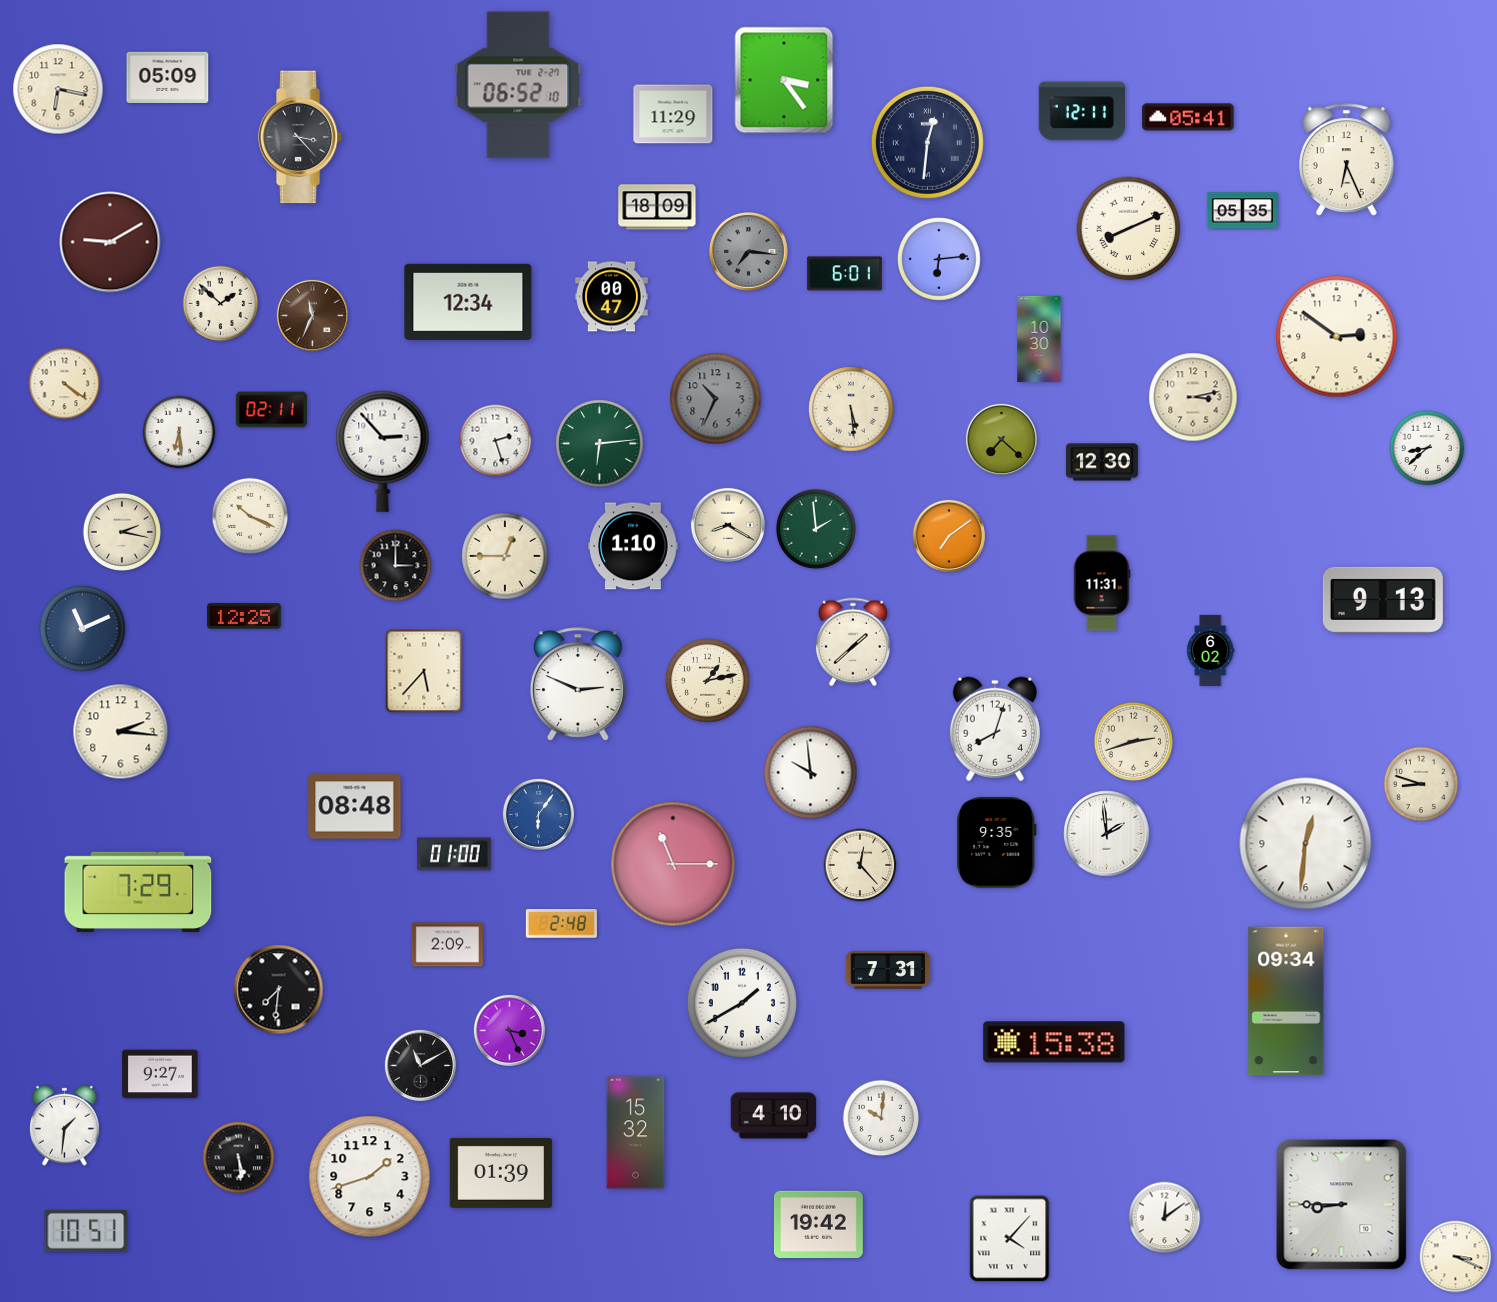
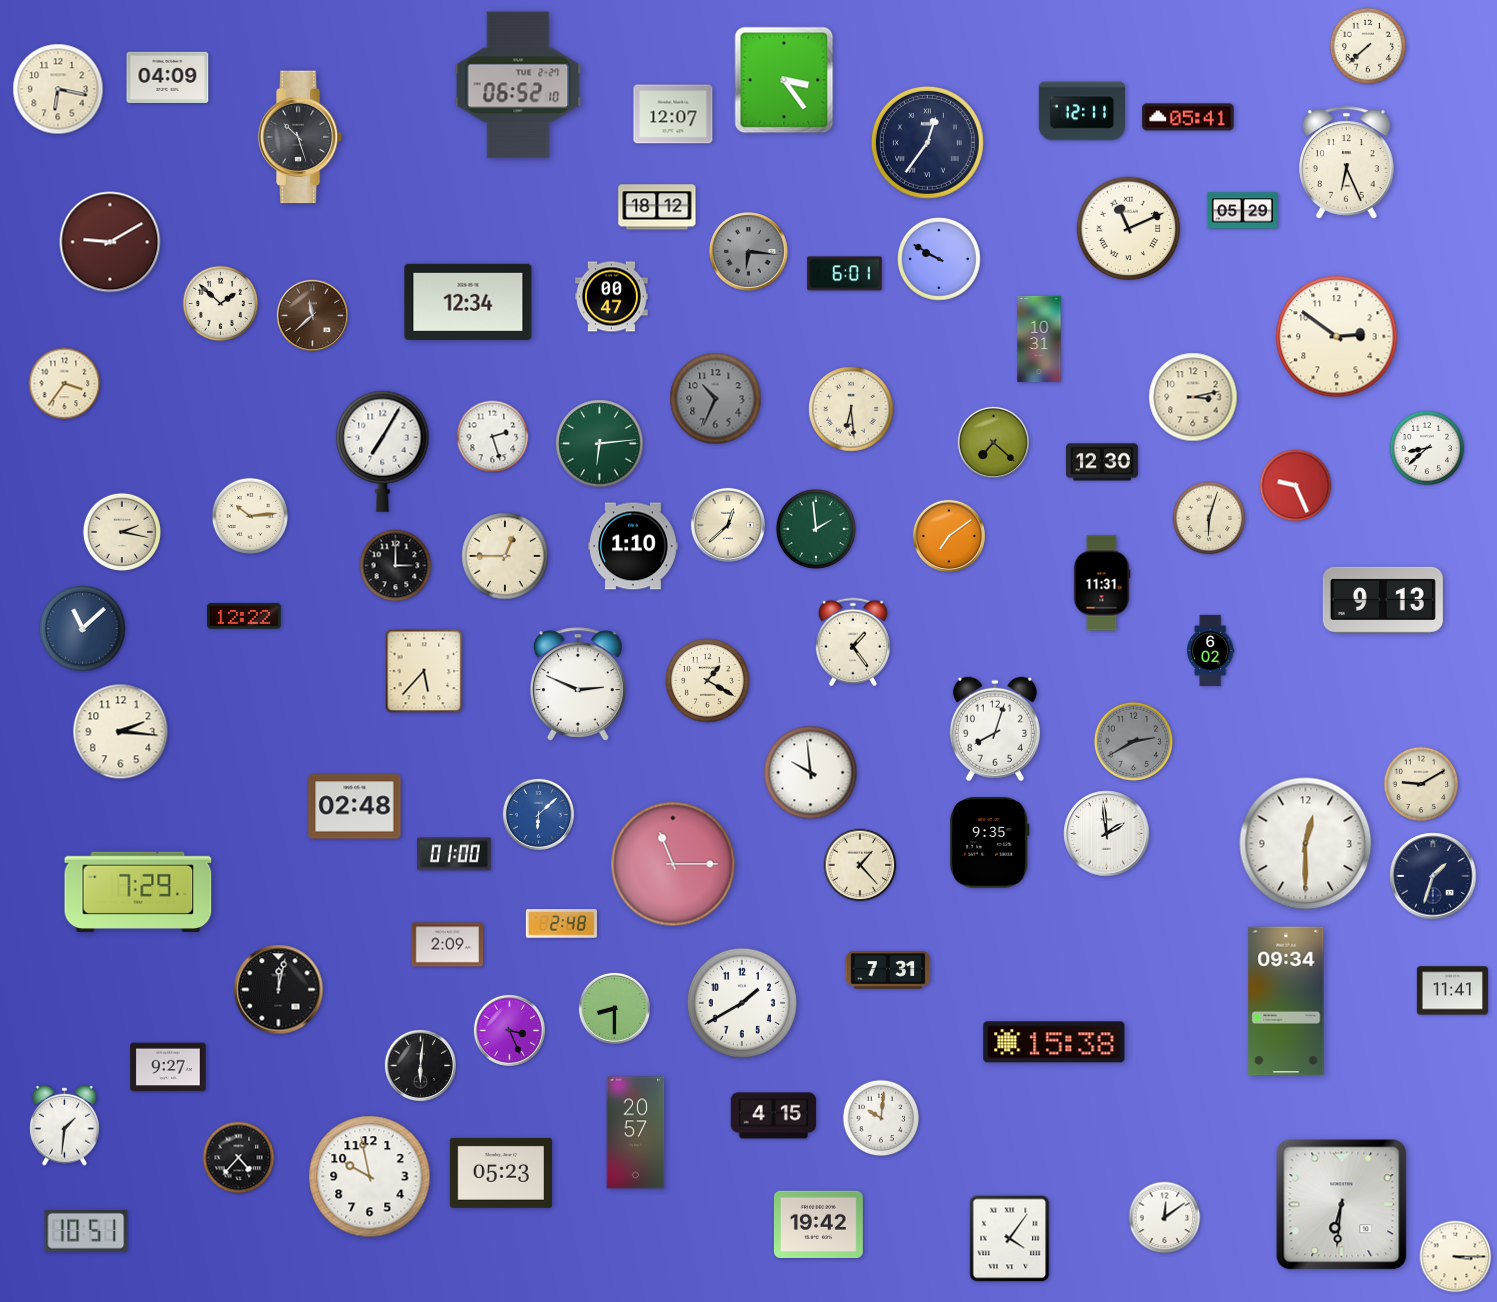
clock at (1368, 46): none -> 7:38
clock at (168, 77): 05:09 -> 04:09
clock at (673, 114): 11:29 -> 12:07
clock at (300, 137): 3:23 -> 10:27
clock at (927, 142): 12:31 -> 12:36
clock at (1347, 160) position: (1347, 160) -> (1347, 163)
clock at (657, 207): 18:09 -> 18:12
clock at (1242, 211): 05:35 -> 05:29
clock at (1129, 229): 8:11 -> 11:11
clock at (749, 252): 7:16 -> 6:16
clock at (939, 259): 6:14 -> 9:50
clock at (312, 315): 11:34 -> 11:38
clock at (1039, 339): 10:30 -> 10:31
clock at (65, 384): 4:21 -> 3:36
clock at (851, 409): 5:29 -> 6:29
clock at (271, 410): 02:11 -> none
clock at (179, 432): 6:29 -> none
clock at (1001, 439) position: (1001, 439) -> (993, 442)
clock at (496, 441) position: (496, 441) -> (493, 437)
clock at (383, 451): 2:53 -> 7:05
clock at (1296, 486): none -> 9:26
clock at (250, 516): 10:19 -> 10:14
clock at (1209, 518): none -> 6:03
clock at (728, 525): 8:20 -> 12:38
clock at (244, 616): 12:25 -> 12:22
clock at (83, 629): 11:11 -> 11:08
clock at (853, 642): 1:38 -> 1:24
clock at (708, 681): 1:13 -> 1:20
clock at (1133, 741): 2:42 -> 2:40
clock at (1133, 741) dial: cream -> grey
clock at (1421, 784): 8:48 -> 9:10
clock at (355, 807): 08:48 -> 02:48
clock at (538, 814): 6:06 -> 6:08
clock at (997, 843) position: (997, 843) -> (990, 843)
clock at (1306, 844): 12:31 -> 12:30
clock at (860, 865): 12:23 -> 1:23
clock at (1433, 876): none -> 1:33
clock at (279, 990): 7:31 -> 12:02
clock at (1452, 991): none -> 11:41
clock at (614, 1008): none -> 8:30
clock at (420, 1065): 11:10 -> 6:01
clock at (160, 1074) position: (160, 1074) -> (168, 1067)
clock at (774, 1116): 4:10 -> 4:15
clock at (636, 1133): 15:32 -> 20:57
clock at (239, 1158): 5:29 -> 4:37
clock at (501, 1173): 01:39 -> 05:23
clock at (370, 1177): 1:42 -> 9:58
clock at (1342, 1205): 8:45 -> 6:31
clock at (1010, 1239): 4:07 -> 4:06
clock at (1456, 1257): 3:19 -> 3:15
